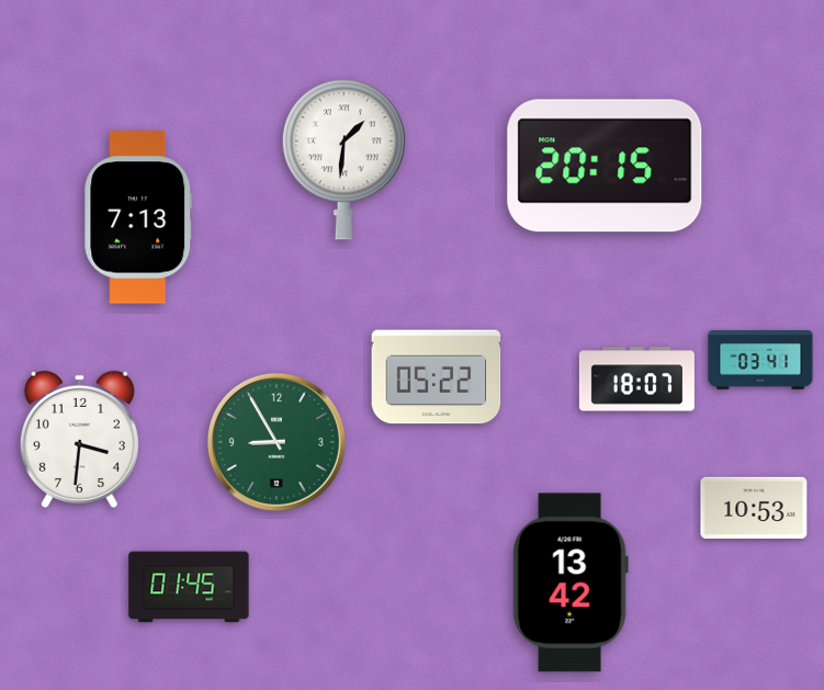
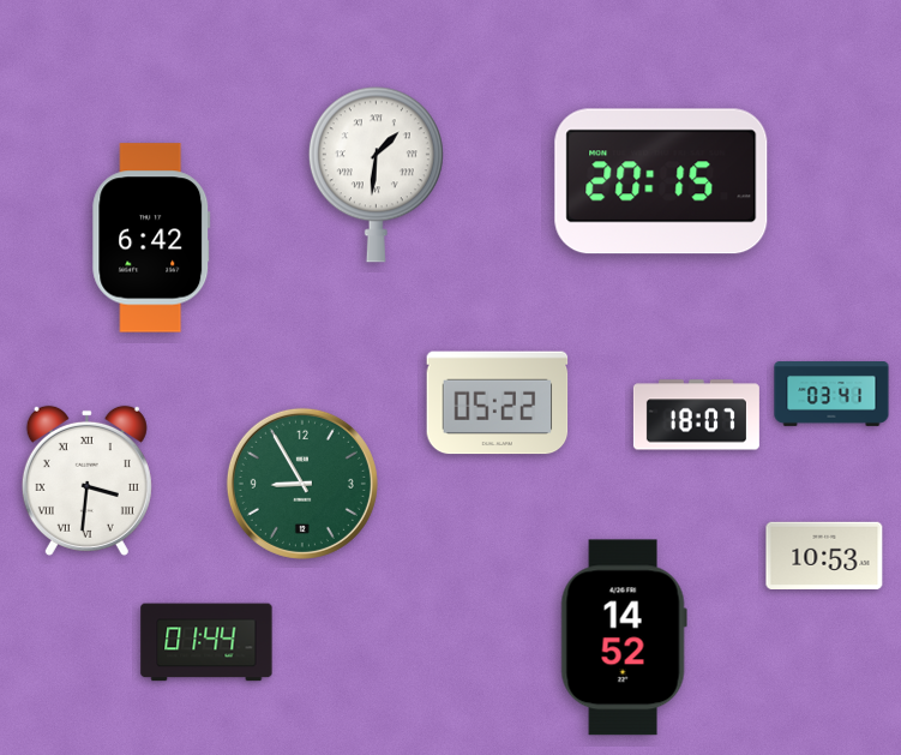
clock at (138, 217): 7:13 -> 6:42
clock at (437, 377) position: (437, 377) -> (498, 403)
clock at (79, 439) numerals: Arabic -> Roman
clock at (571, 582): 13:42 -> 14:52
clock at (189, 587): 01:45 -> 01:44
